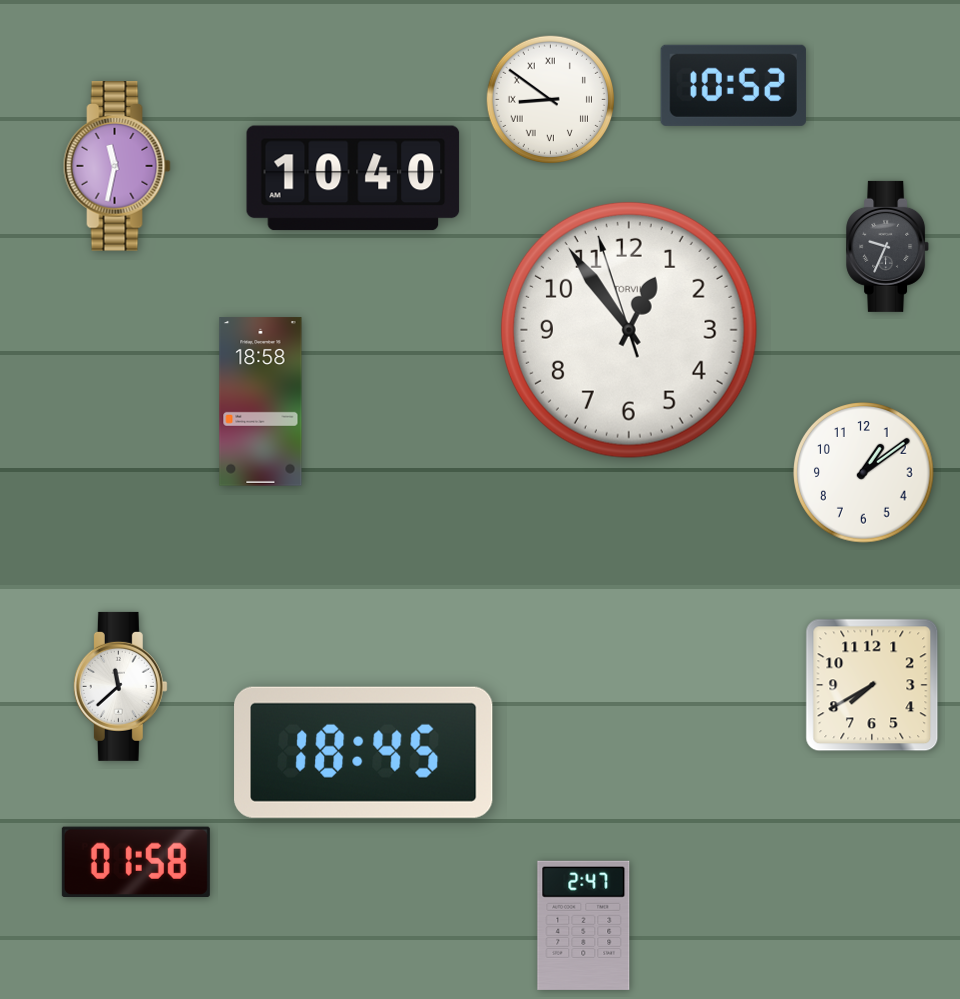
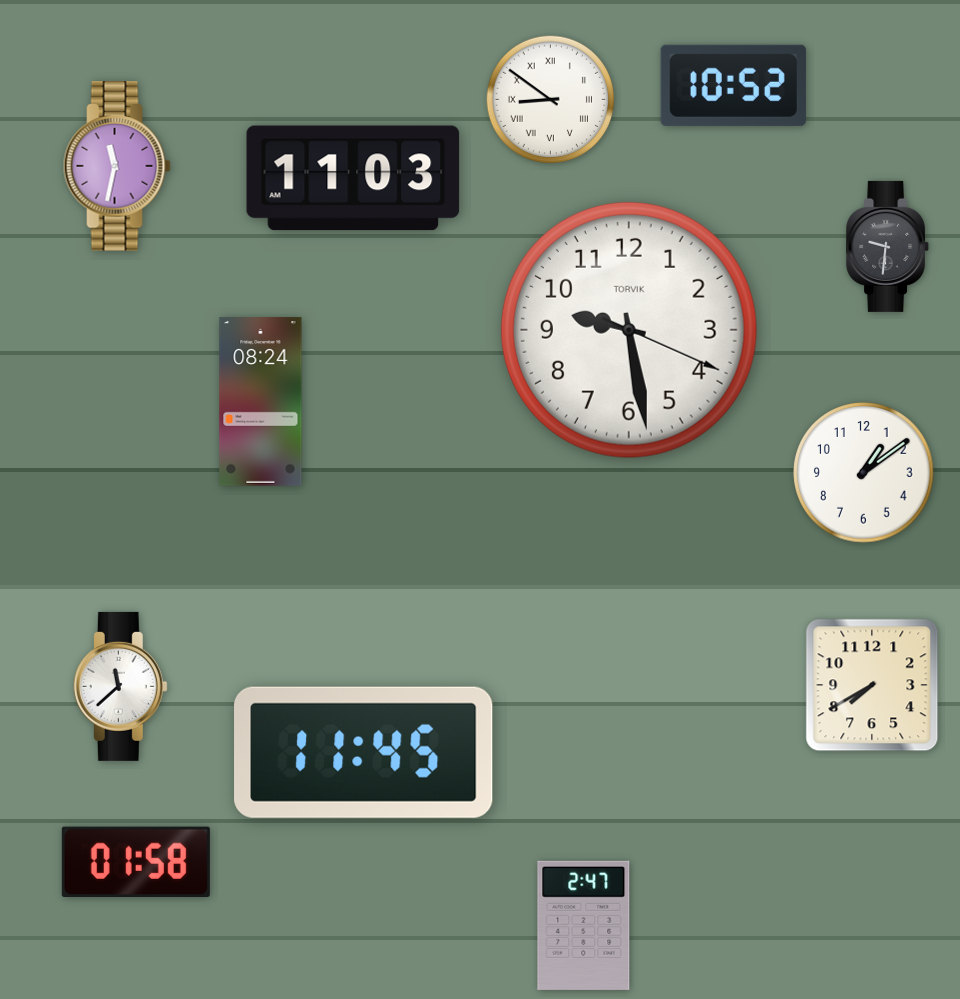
clock at (353, 178): 10:40 -> 11:03
clock at (888, 246): 9:34 -> 9:31
clock at (629, 330): 12:53 -> 9:28
clock at (261, 402): 18:58 -> 08:24
clock at (364, 752): 18:45 -> 11:45
